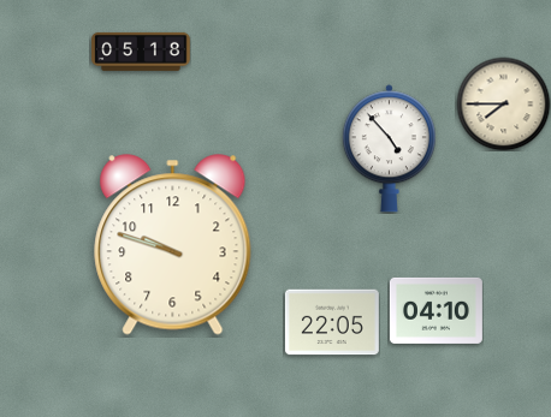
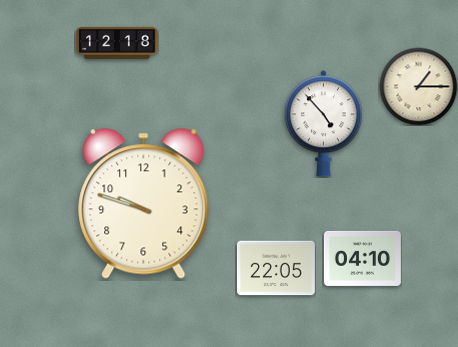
clock at (141, 52): 05:18 -> 12:18
clock at (503, 103): 7:45 -> 1:15
